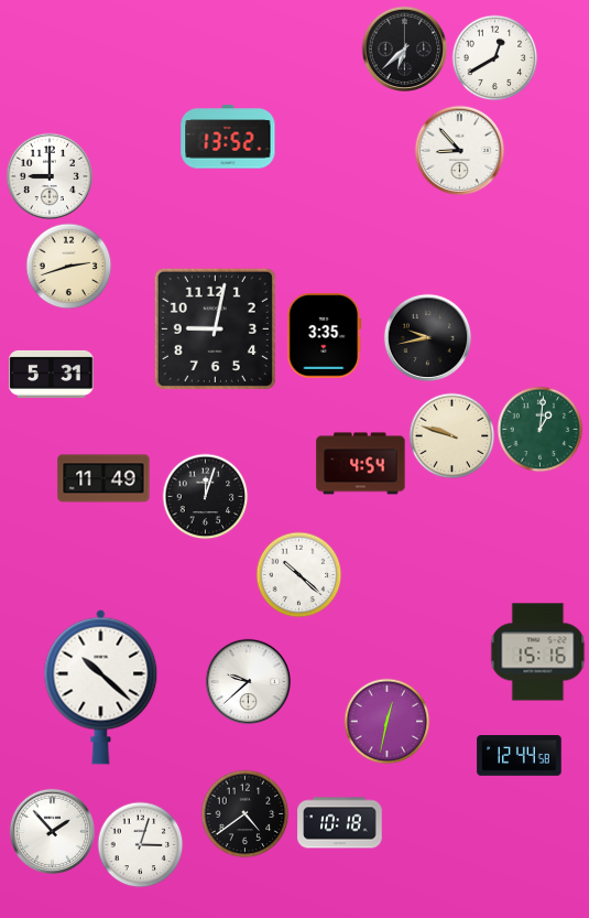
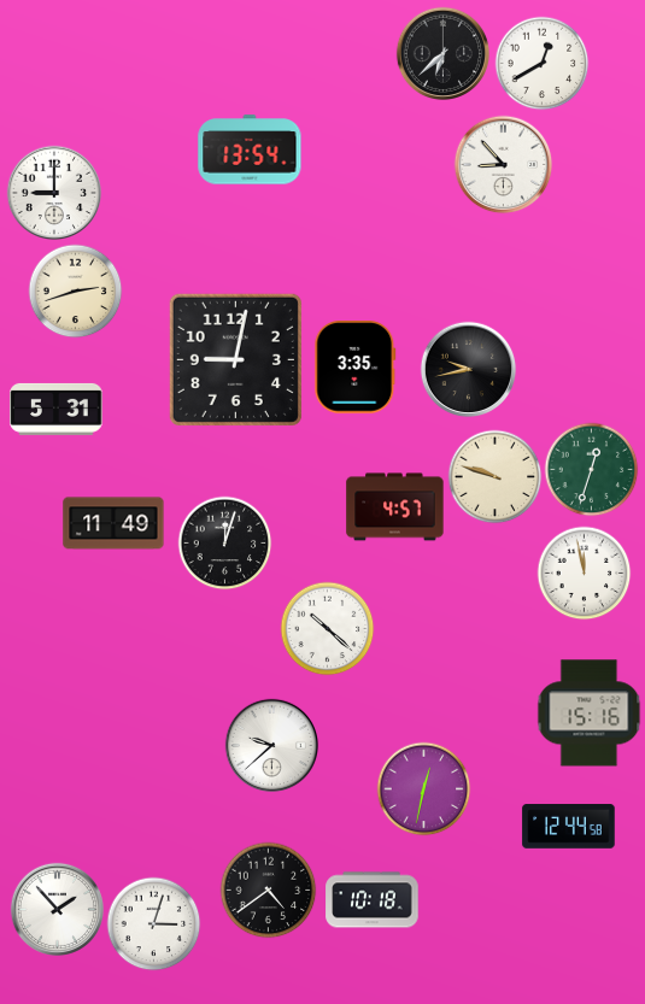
clock at (228, 137): 13:52 -> 13:54
clock at (539, 429): 1:01 -> 12:33
clock at (361, 464): 4:54 -> 4:57
clock at (584, 573): none -> 11:58
clock at (101, 687): 10:22 -> none
